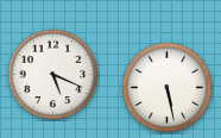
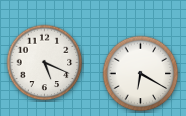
clock at (168, 88): 5:28 -> 6:20
